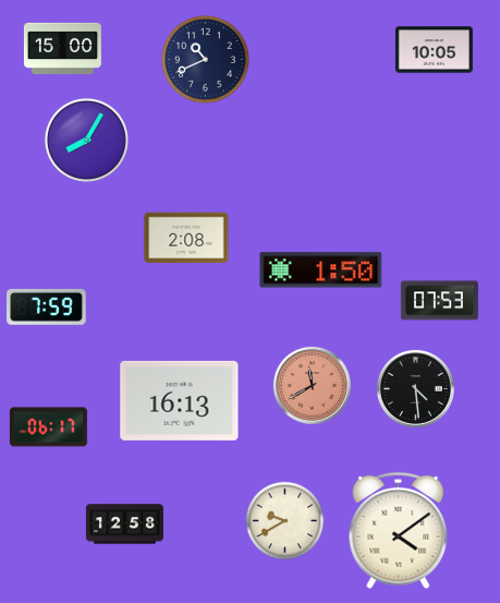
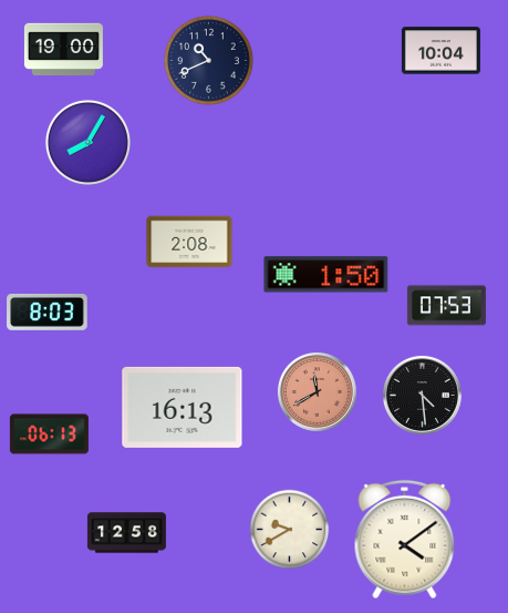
clock at (62, 48): 15:00 -> 19:00
clock at (434, 50): 10:05 -> 10:04
clock at (47, 306): 7:59 -> 8:03
clock at (48, 427): 06:17 -> 06:13
